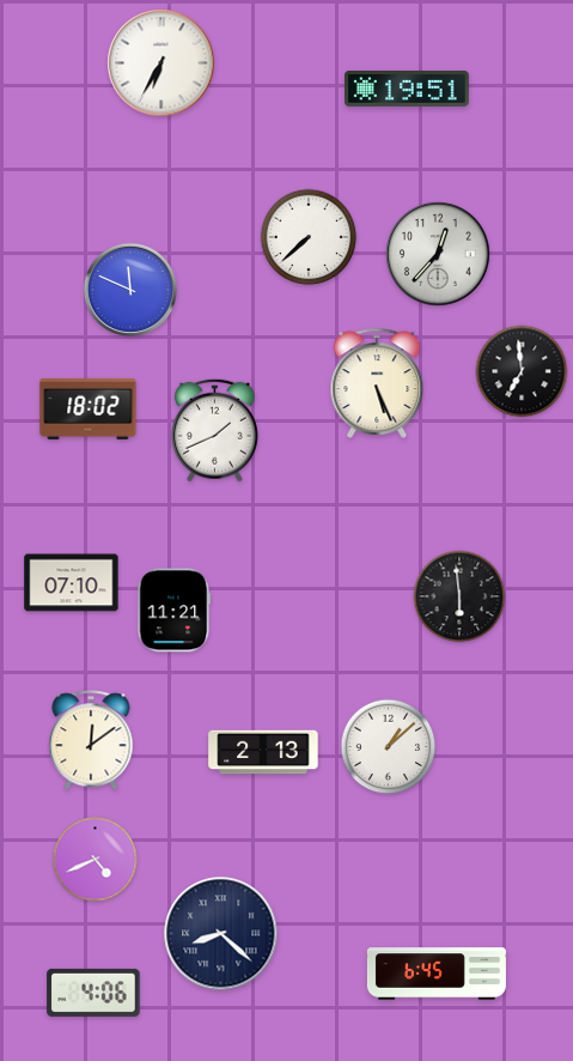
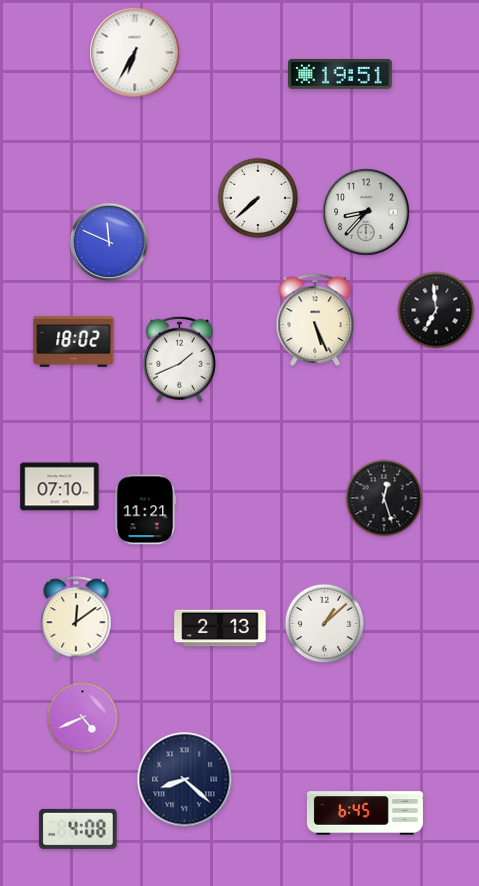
clock at (438, 254): 12:37 -> 8:37
clock at (459, 596): 5:59 -> 12:27
clock at (96, 860) position: (96, 860) -> (83, 718)
clock at (93, 993): 4:06 -> 4:08
